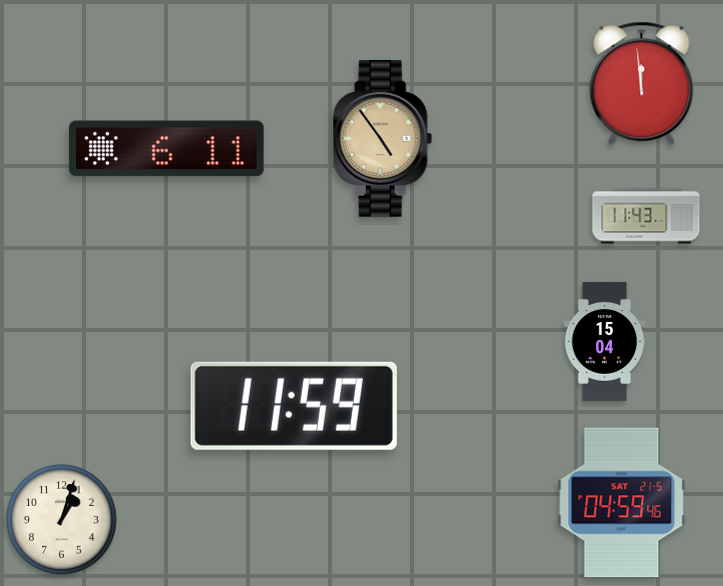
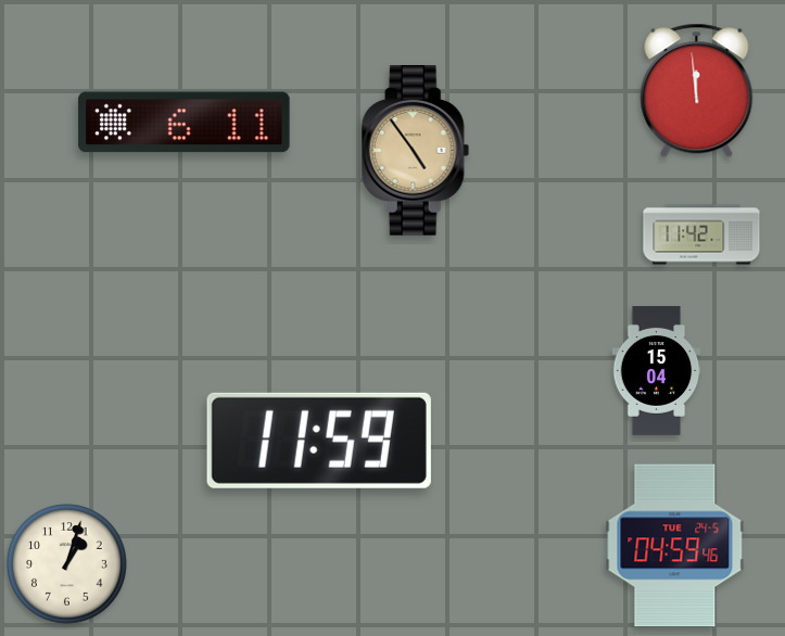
clock at (167, 149) position: (167, 149) -> (185, 123)
clock at (646, 216): 11:43 -> 11:42
clock at (622, 503) date: SAT 21-5 -> TUE 24-5
